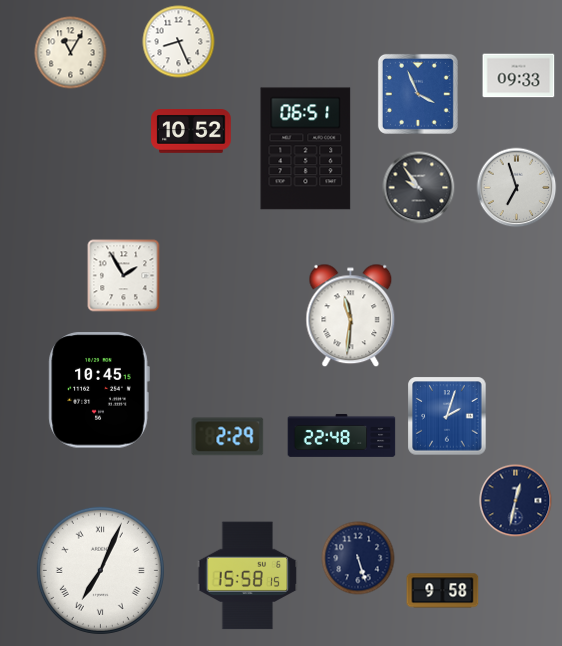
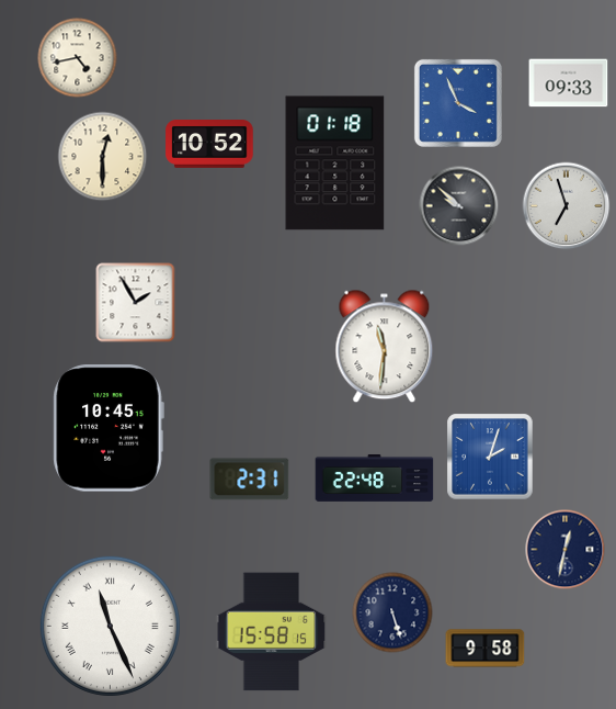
clock at (179, 42): 8:26 -> none
clock at (71, 53): 11:05 -> 4:43
clock at (103, 157): none -> 12:30
clock at (306, 149): 06:51 -> 01:18
clock at (419, 188): 9:54 -> 9:52
clock at (228, 437): 2:29 -> 2:31
clock at (100, 570): 7:04 -> 11:26
